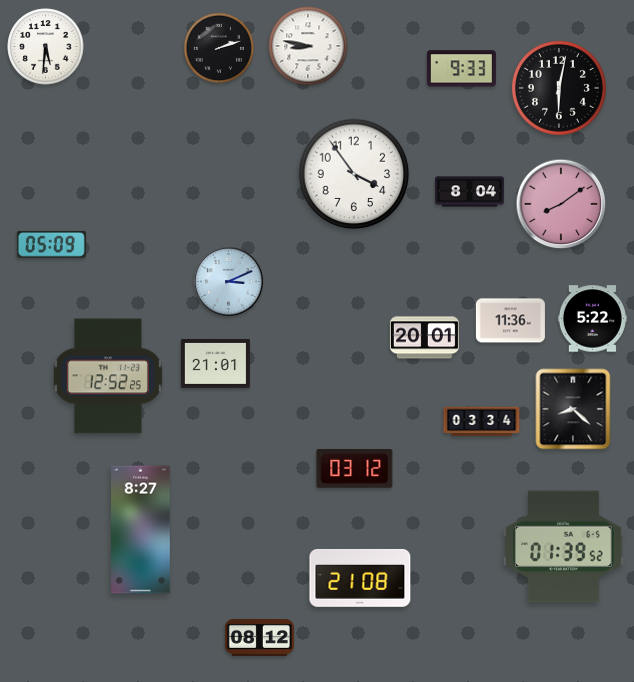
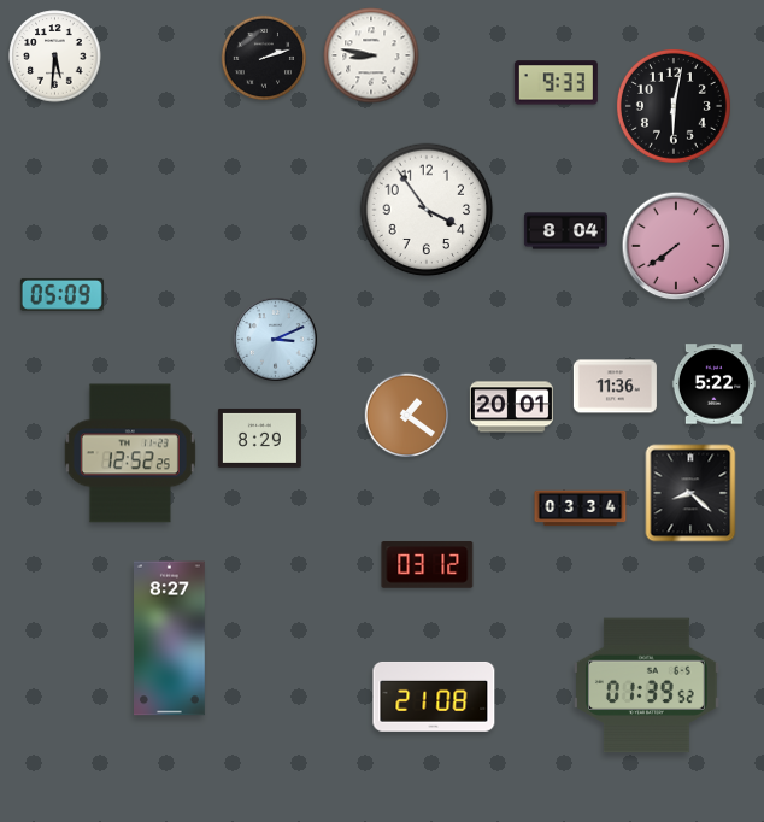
clock at (561, 204): 8:09 -> 7:39
clock at (407, 416): none -> 1:21
clock at (215, 363): 21:01 -> 8:29
clock at (564, 547) position: (564, 547) -> (647, 686)
clock at (259, 637): 08:12 -> none
